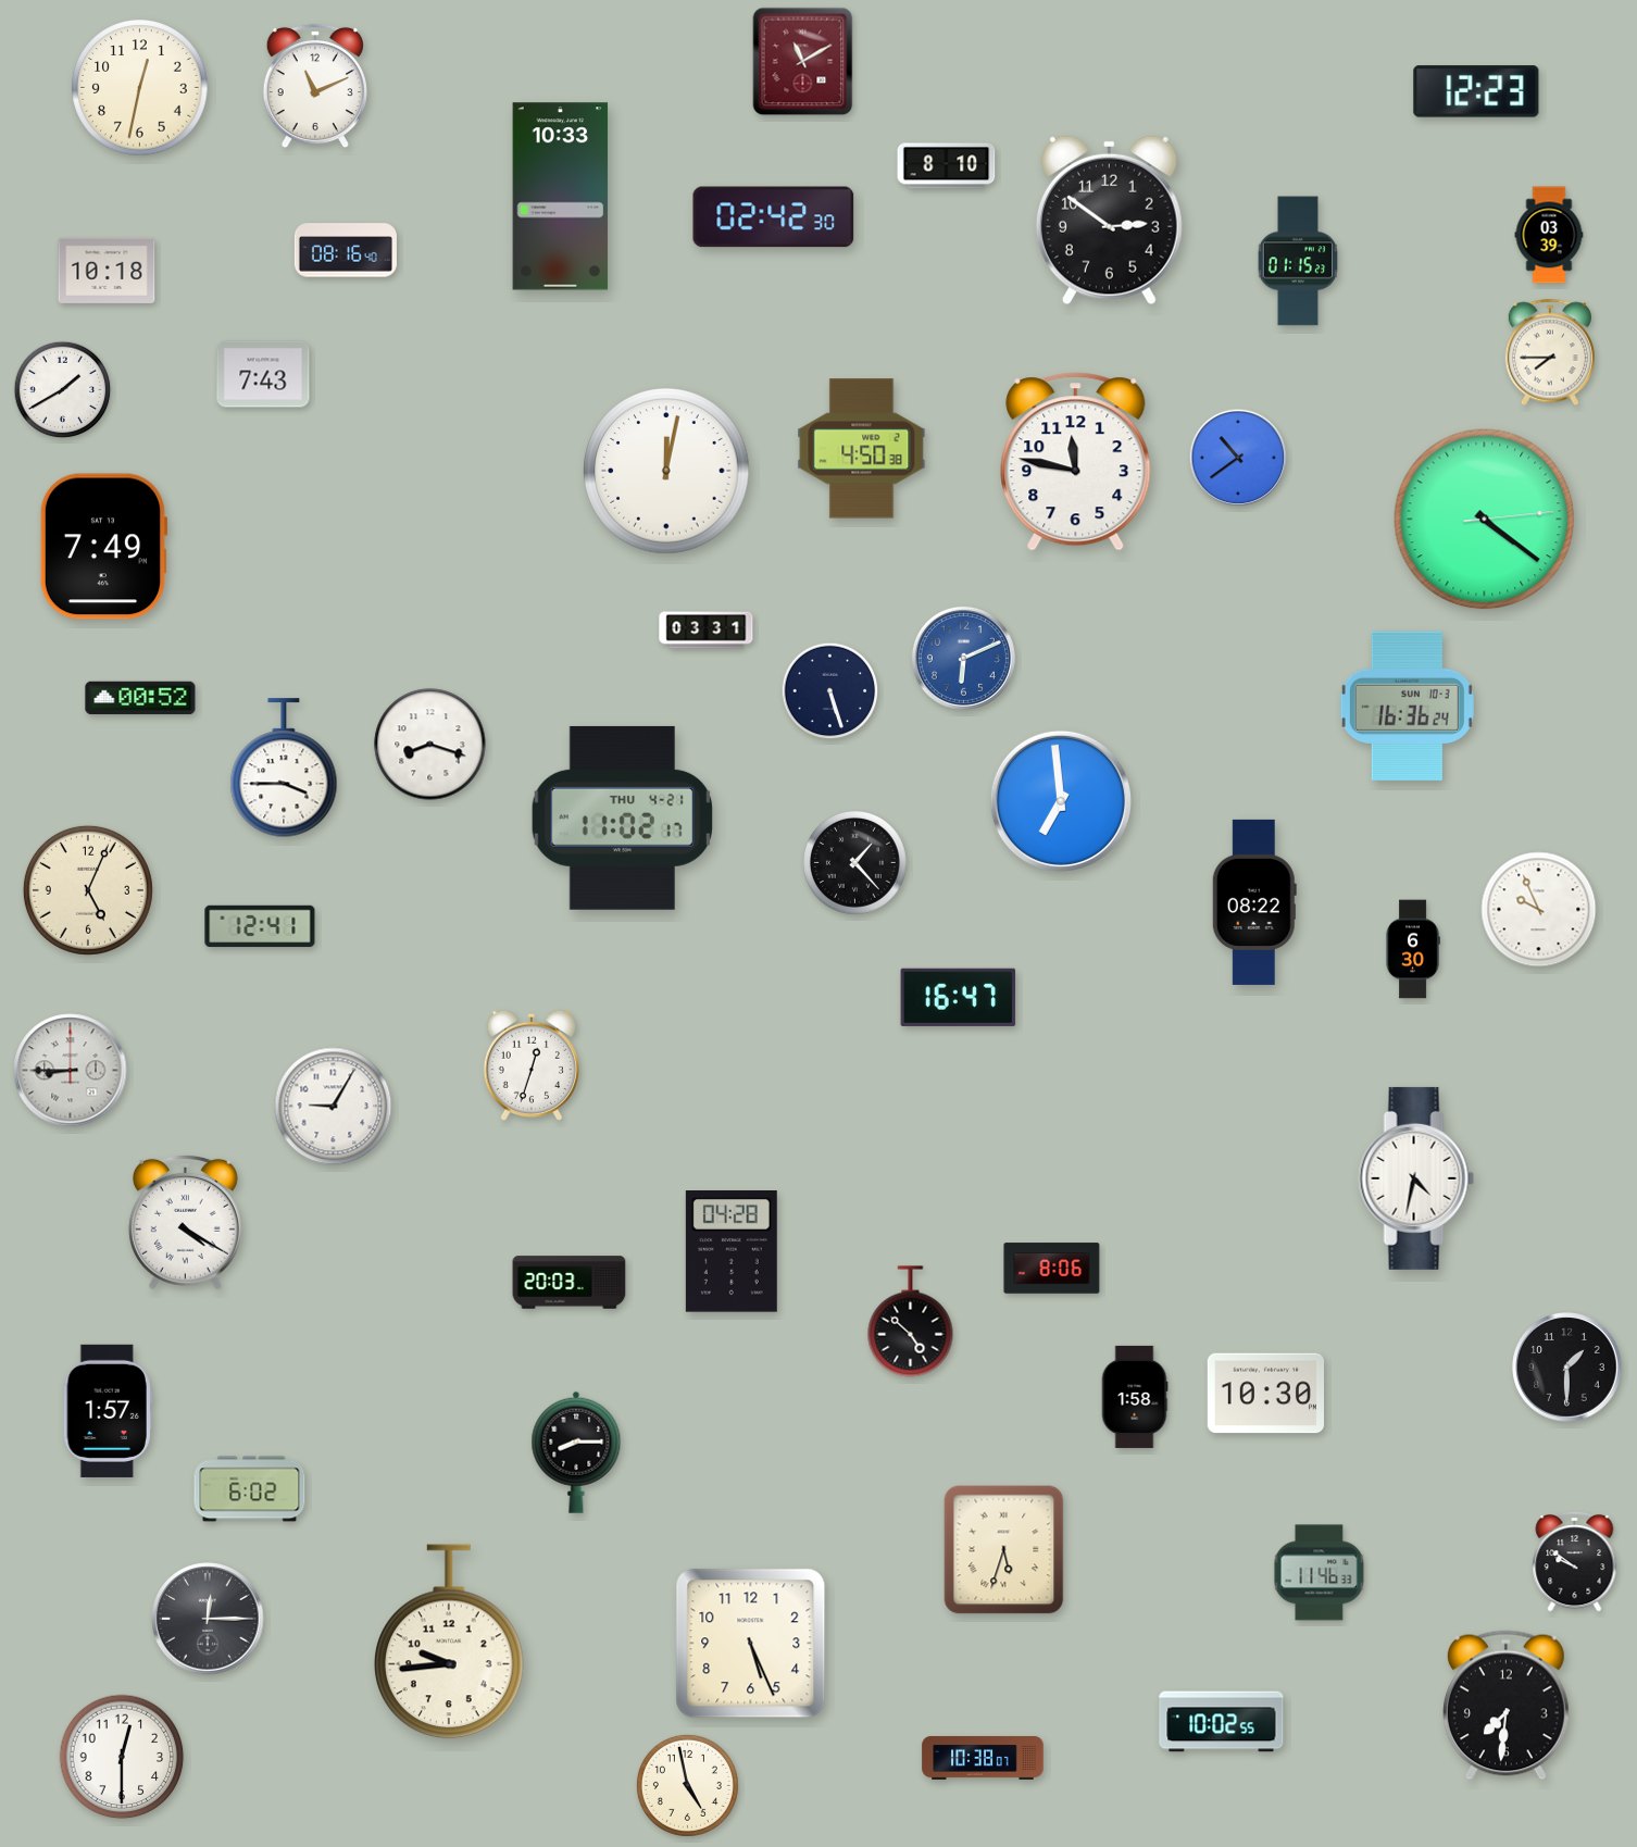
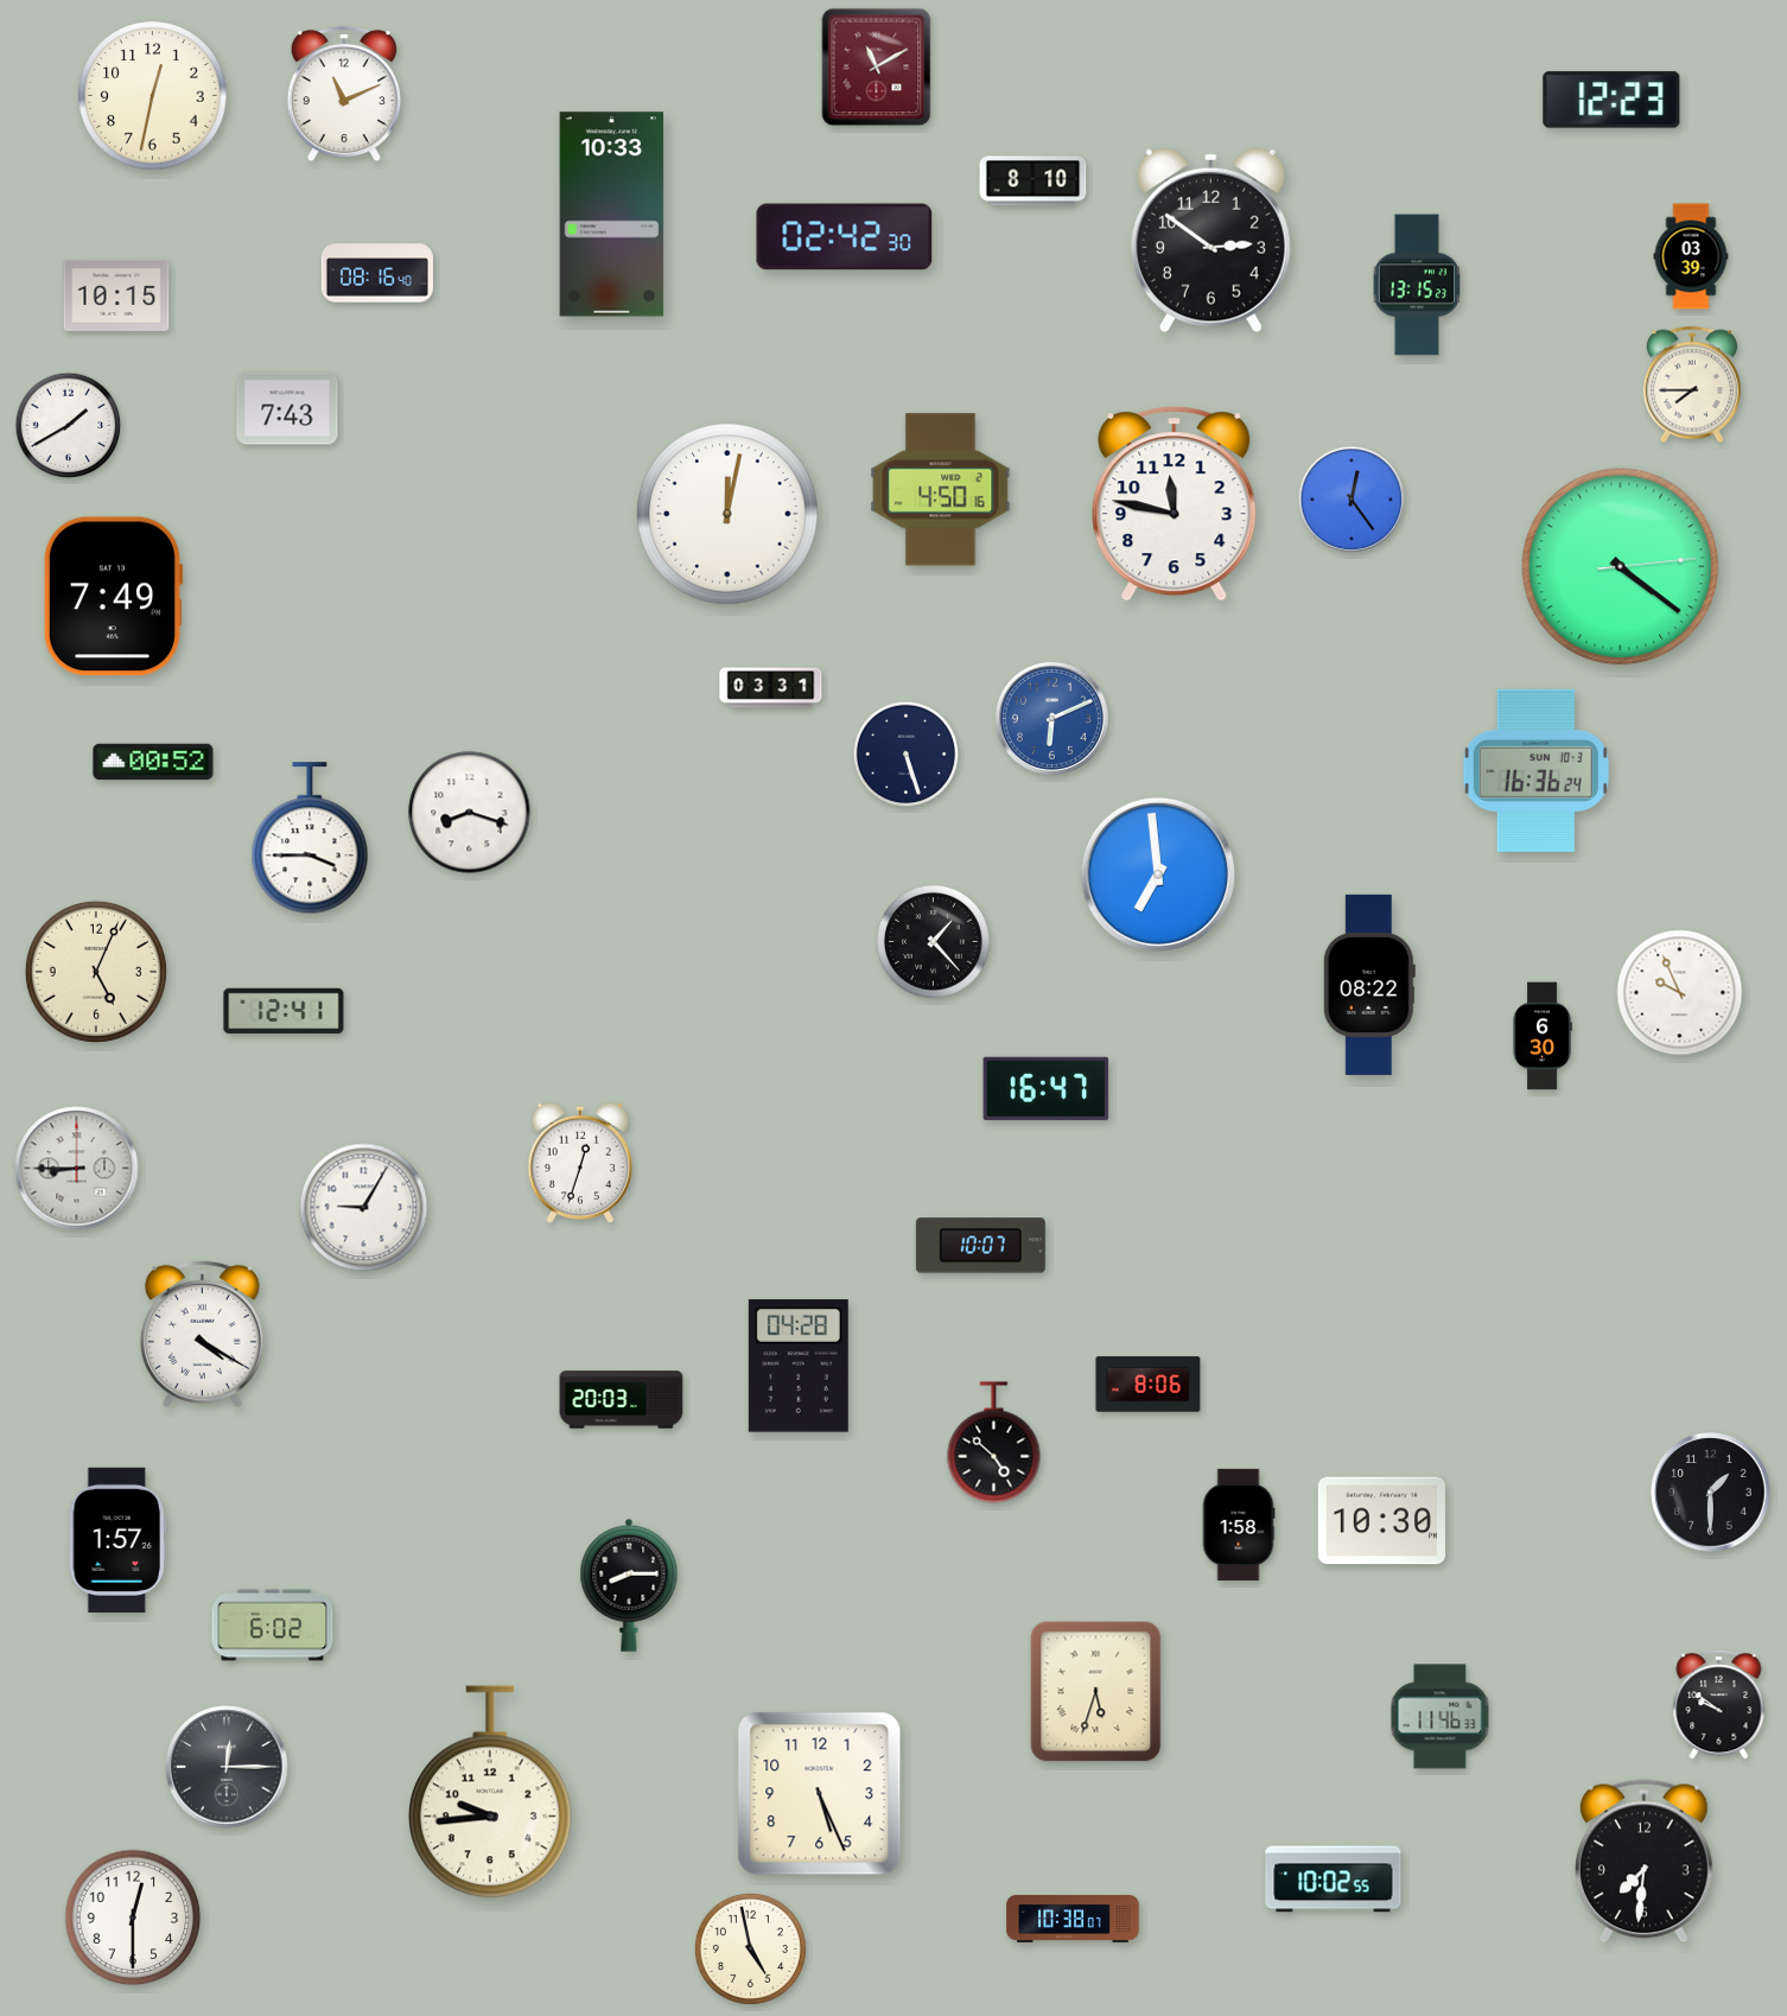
clock at (1298, 261): 01:15 -> 13:15
clock at (107, 271): 10:18 -> 10:15
clock at (862, 449): 4:50:38 -> 4:50:16
clock at (1238, 458): 10:39 -> 12:24
clock at (622, 818): 11:02 -> none
clock at (980, 1246): none -> 10:07
clock at (1416, 1178): 4:32 -> none
